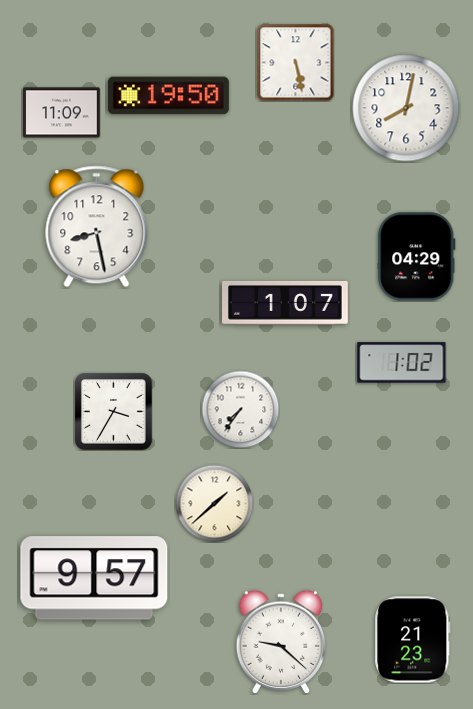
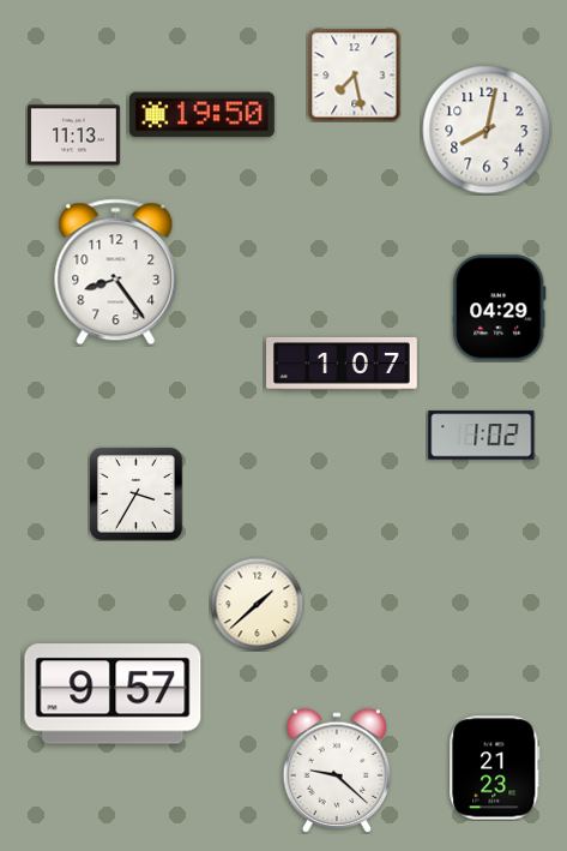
clock at (295, 62): 5:28 -> 7:28
clock at (62, 113): 11:09 -> 11:13
clock at (97, 227): 8:28 -> 8:24
clock at (240, 409): 7:36 -> none
